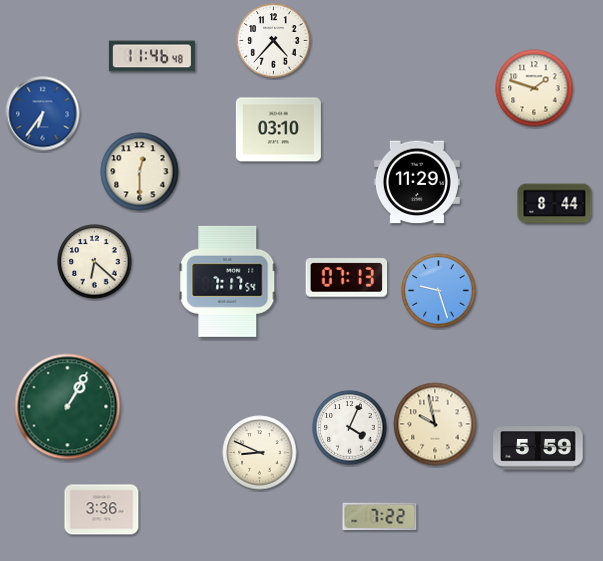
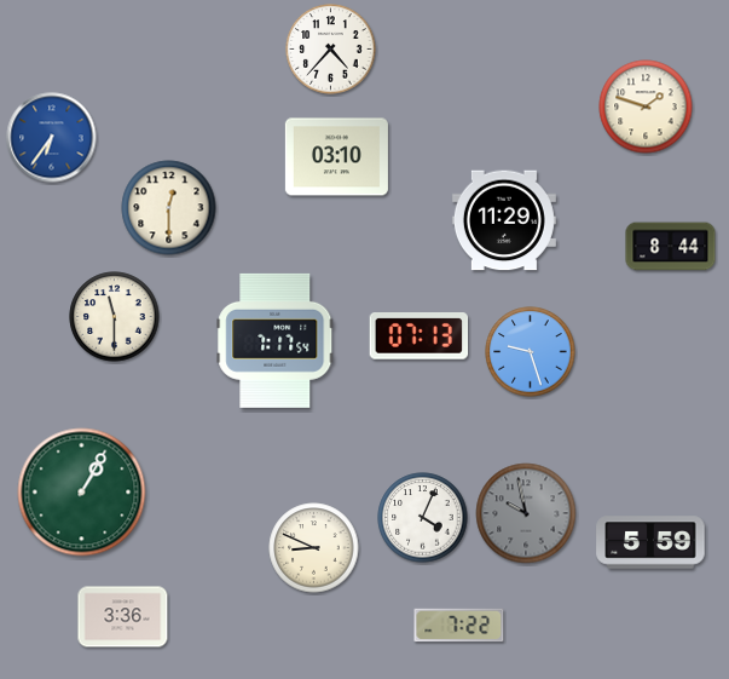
clock at (152, 56): 11:46 -> none
clock at (95, 262): 6:22 -> 11:30
clock at (435, 424) dial: cream -> grey
